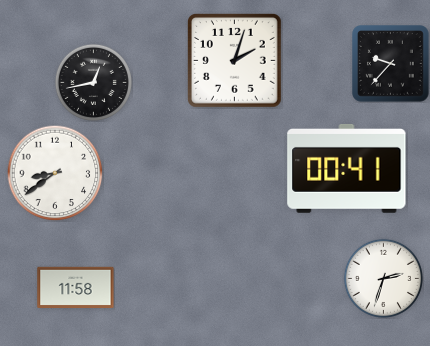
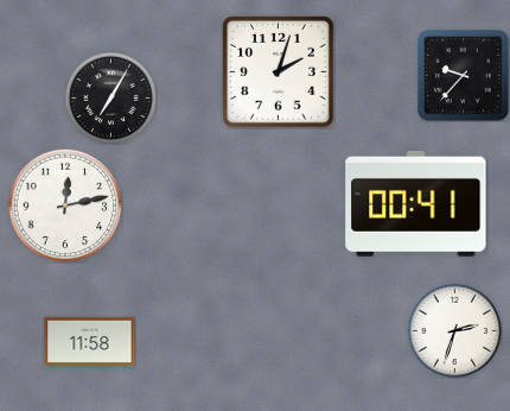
clock at (93, 82): 12:43 -> 7:05
clock at (347, 168) position: (347, 168) -> (416, 203)
clock at (55, 173): 8:39 -> 12:13
